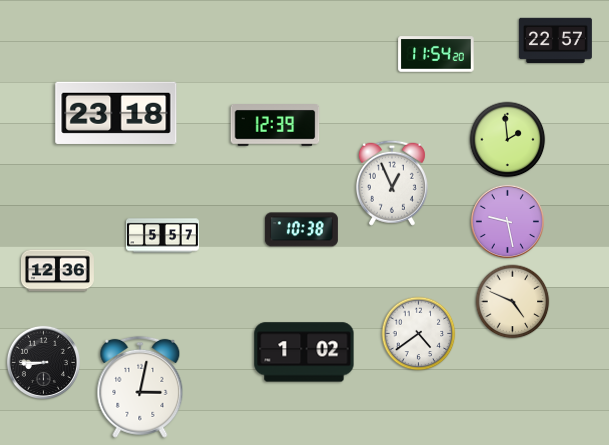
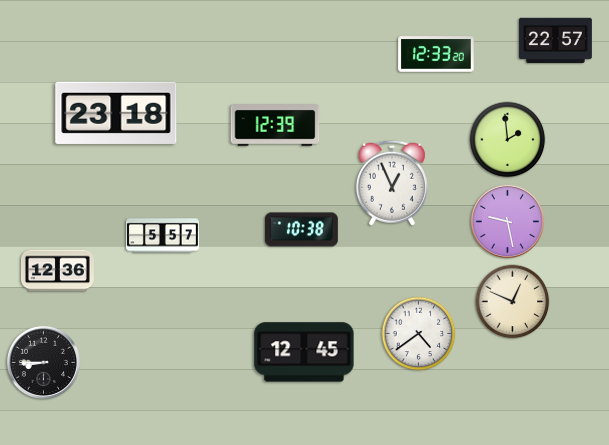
clock at (436, 54): 11:54 -> 12:33
clock at (513, 302): 4:49 -> 12:49
clock at (304, 352): 1:02 -> 12:45
clock at (140, 387): 3:02 -> none
